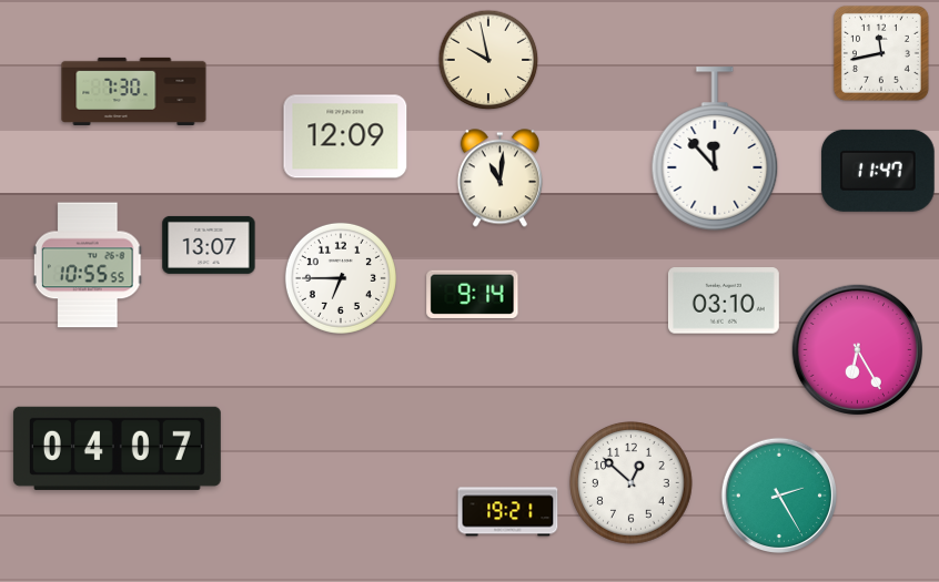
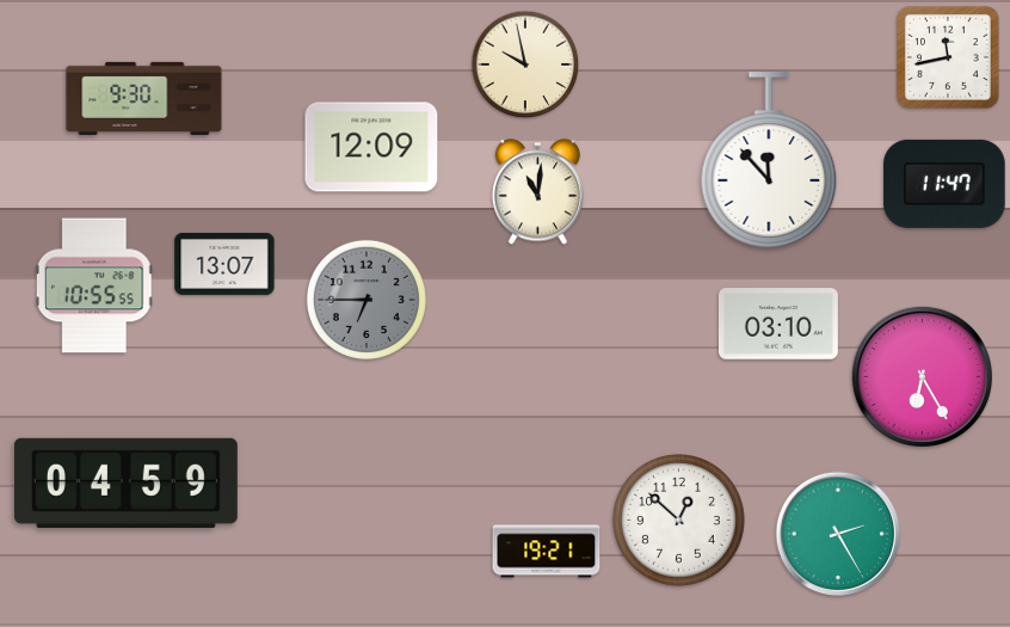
clock at (134, 91): 7:30 -> 9:30
clock at (341, 278) dial: white -> grey
clock at (473, 295): 9:14 -> none
clock at (117, 448): 04:07 -> 04:59
